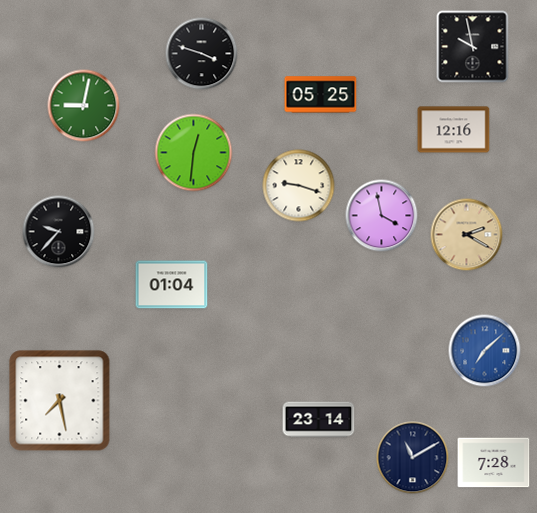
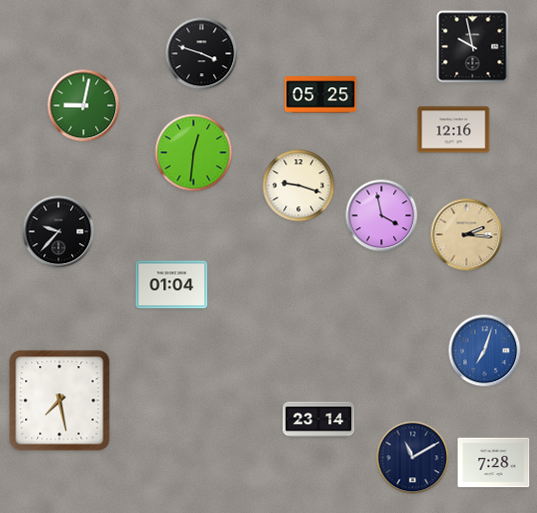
clock at (467, 235): 2:20 -> 2:16
clock at (485, 351): 7:08 -> 7:03
